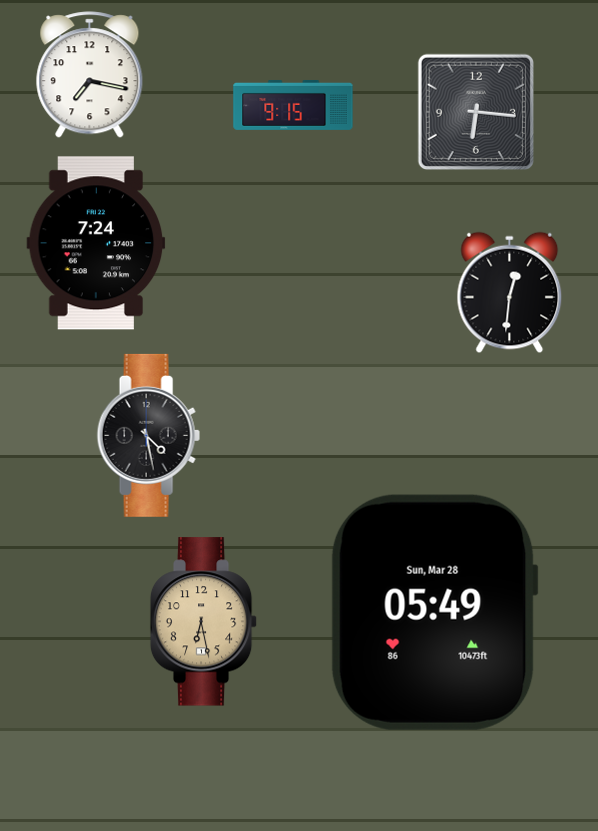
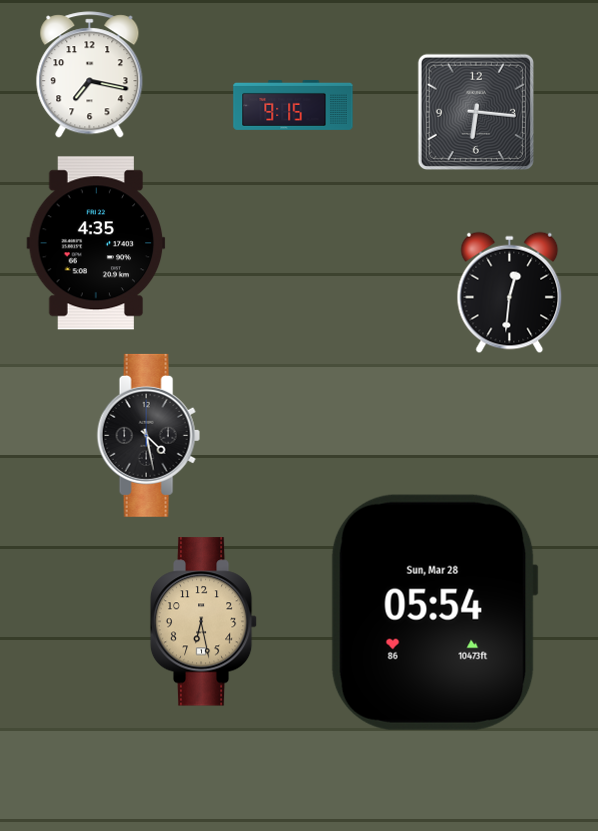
clock at (96, 243): 7:24 -> 4:35
clock at (434, 612): 05:49 -> 05:54
